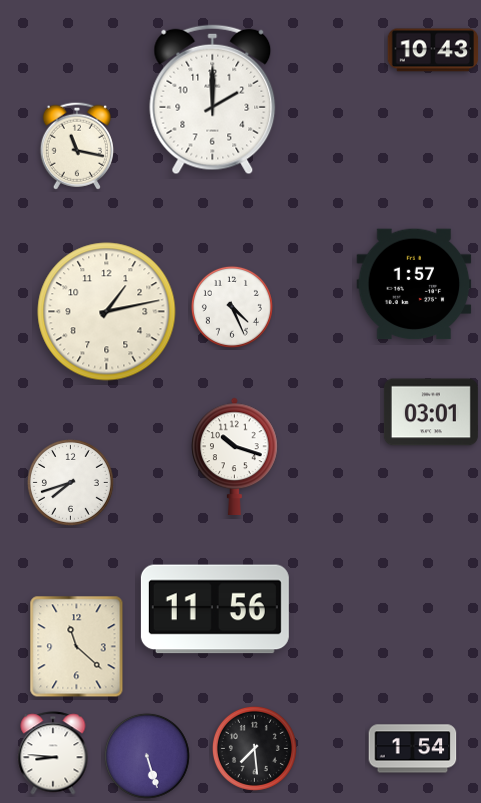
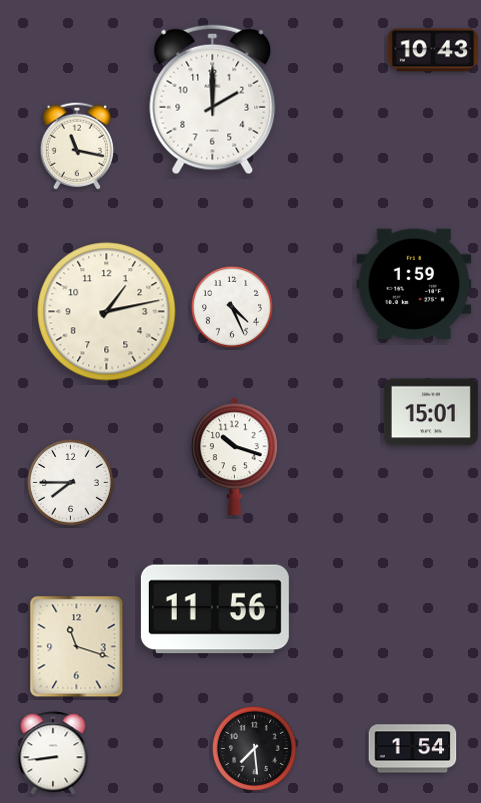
clock at (414, 284): 1:57 -> 1:59
clock at (431, 412): 03:01 -> 15:01
clock at (70, 482): 7:42 -> 7:45
clock at (77, 647): 11:22 -> 11:18
clock at (53, 753): 8:46 -> 8:44
clock at (147, 756): 5:27 -> none
